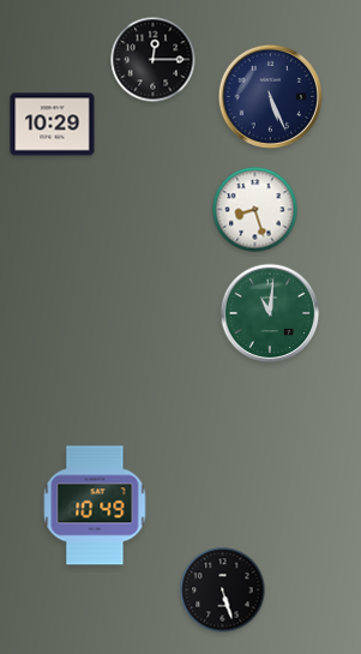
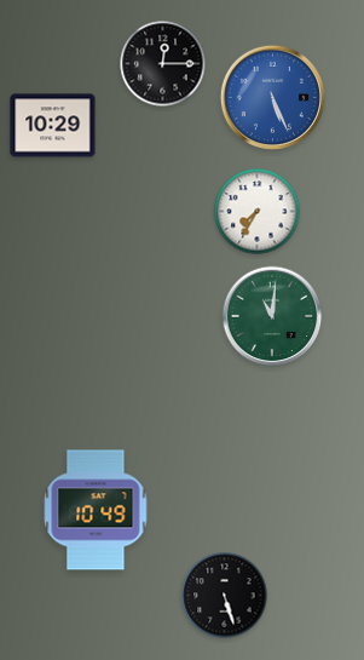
clock at (154, 60) position: (154, 60) -> (163, 64)
clock at (270, 96) dial: navy -> blue
clock at (255, 210): 8:27 -> 7:35
